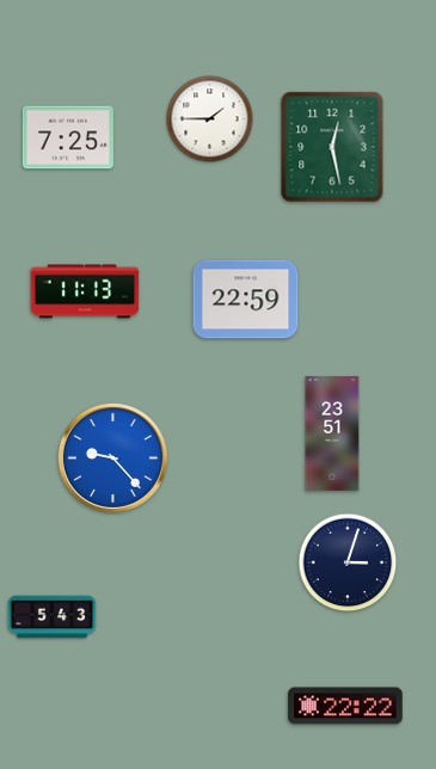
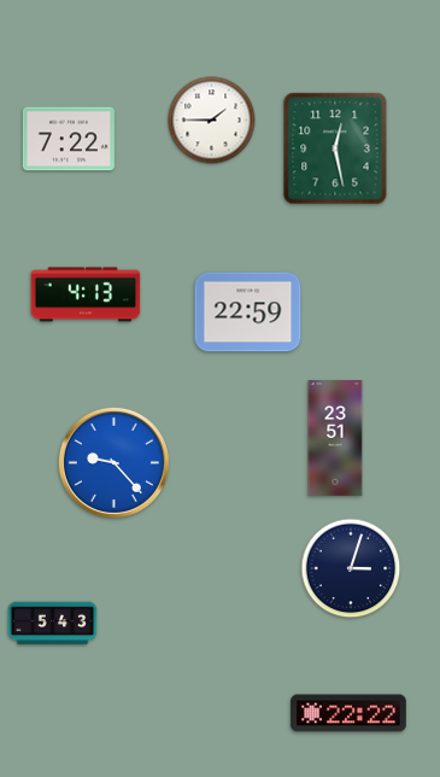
clock at (68, 137): 7:25 -> 7:22
clock at (85, 291): 11:13 -> 4:13
clock at (246, 300) position: (246, 300) -> (248, 312)
